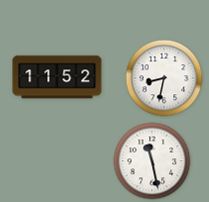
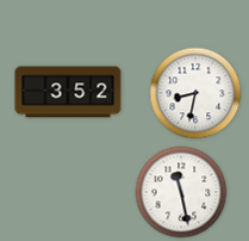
clock at (57, 77): 11:52 -> 3:52
